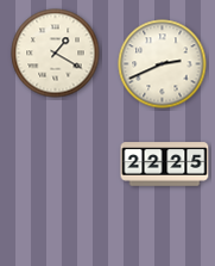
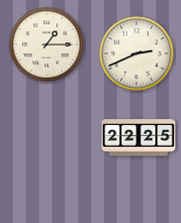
clock at (56, 54): 1:20 -> 1:15
